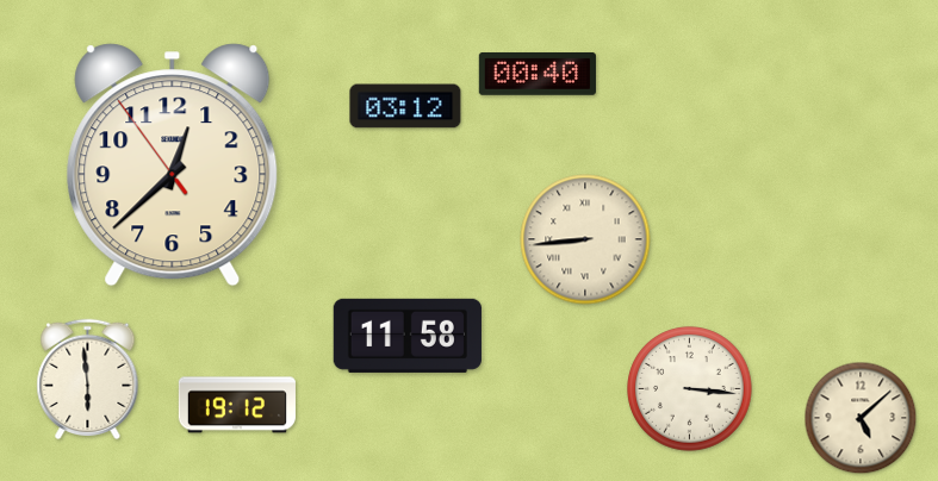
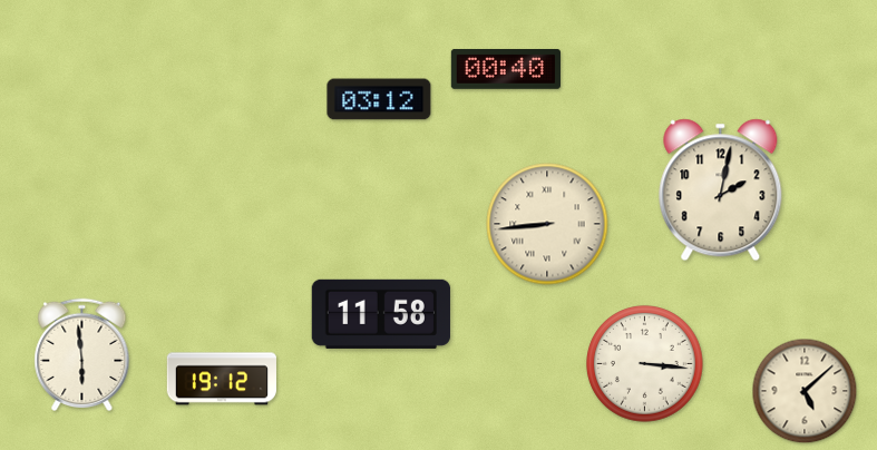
clock at (538, 74) position: (538, 74) -> (506, 69)
clock at (173, 165): 12:37 -> none
clock at (721, 190): none -> 2:02
